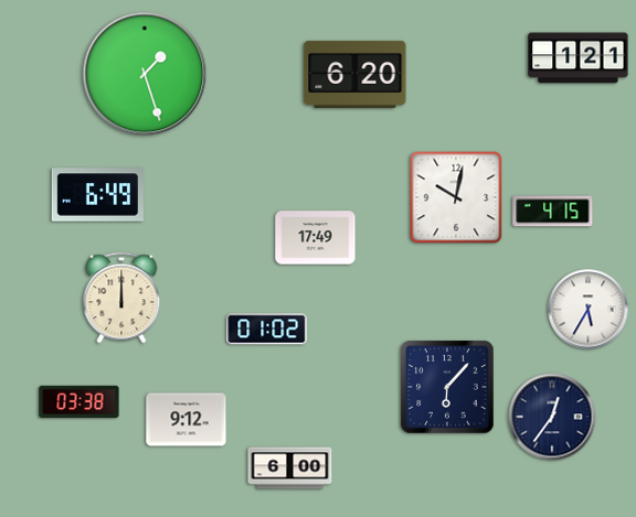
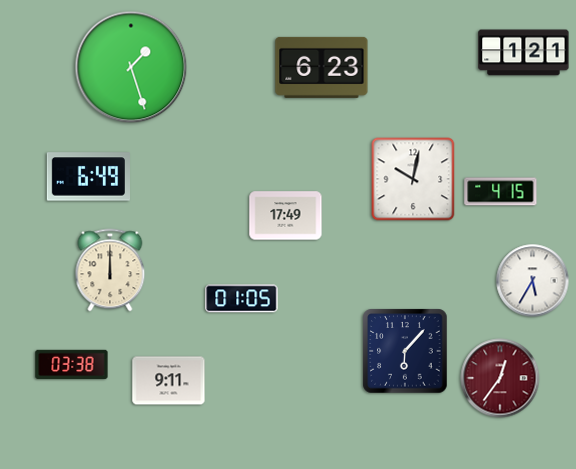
clock at (356, 74): 6:20 -> 6:23
clock at (267, 330): 01:02 -> 01:05
clock at (552, 417) dial: navy -> burgundy
clock at (187, 420): 9:12 -> 9:11
clock at (290, 468): 6:00 -> none
